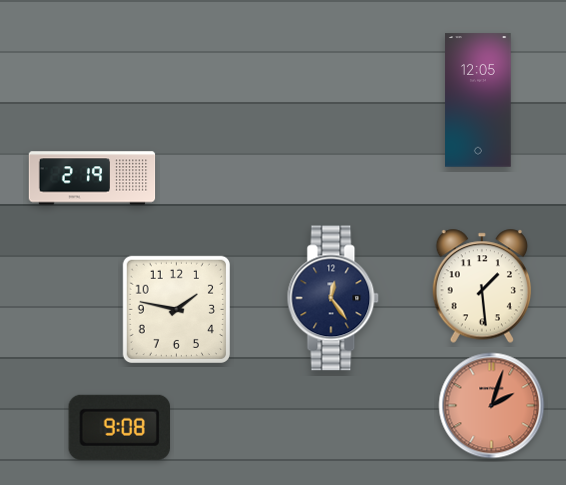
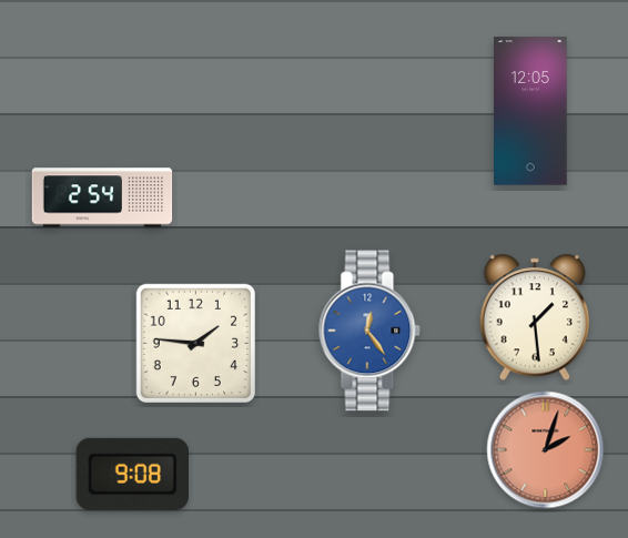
clock at (92, 178): 2:19 -> 2:54
clock at (333, 298) dial: navy -> blue
clock at (176, 309): 1:47 -> 1:46
